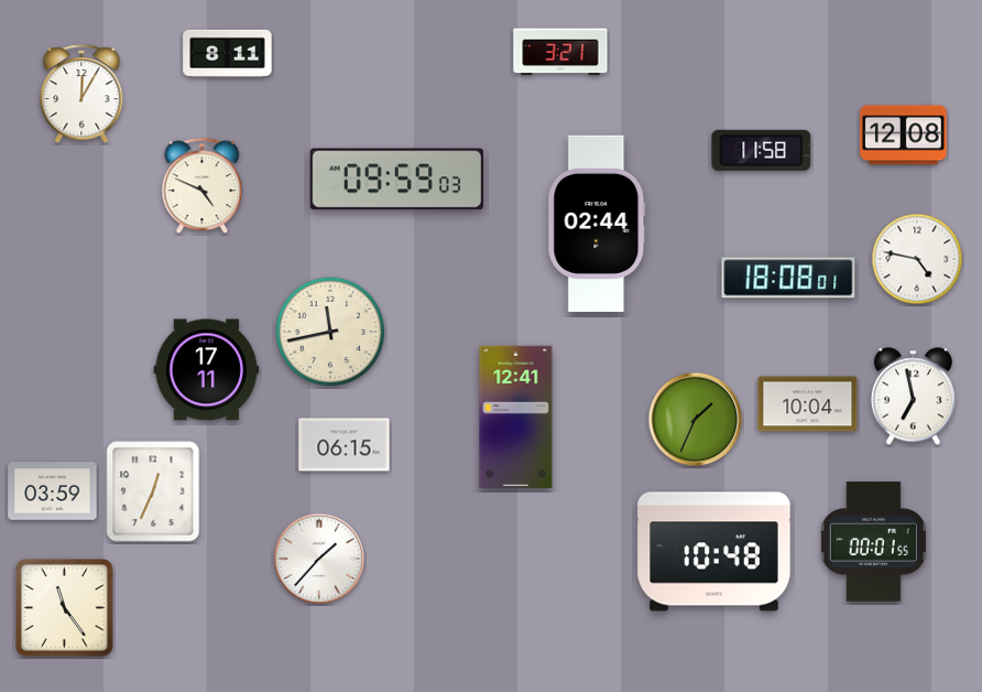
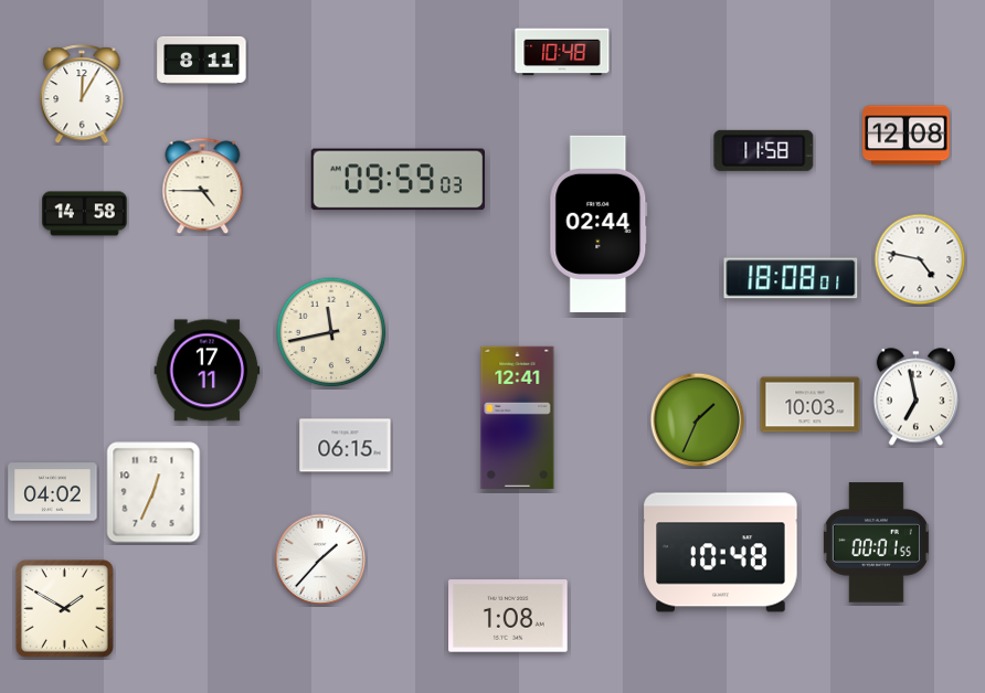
clock at (560, 52): 3:21 -> 10:48
clock at (228, 53) position: (228, 53) -> (202, 60)
clock at (203, 186): 4:49 -> 4:45
clock at (85, 214): none -> 14:58
clock at (808, 404): 10:04 -> 10:03
clock at (53, 491): 03:59 -> 04:02
clock at (714, 552) position: (714, 552) -> (721, 553)
clock at (65, 608): 11:24 -> 1:50
clock at (508, 616): none -> 1:08
